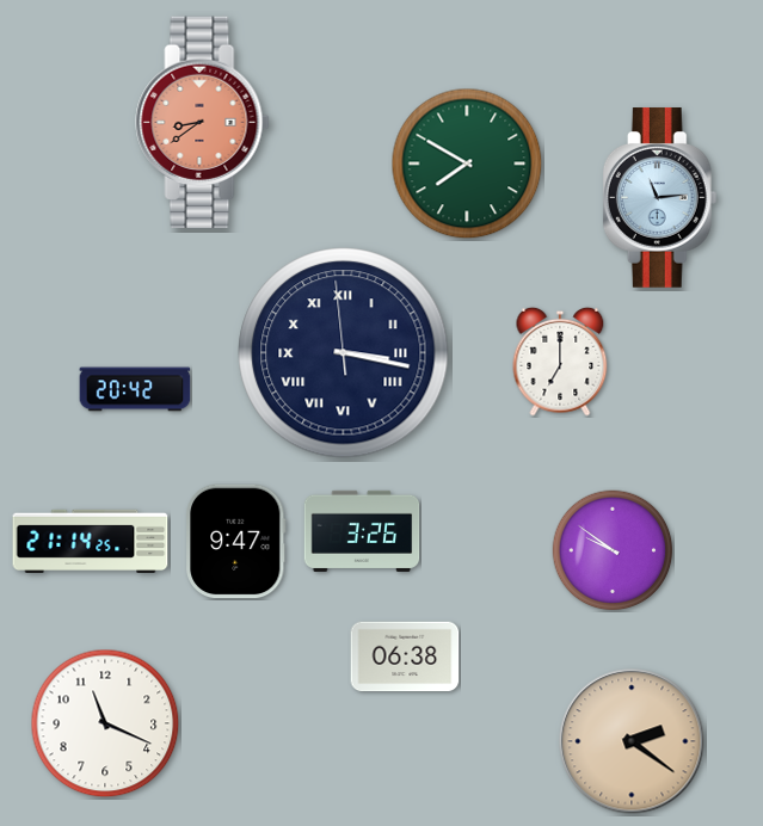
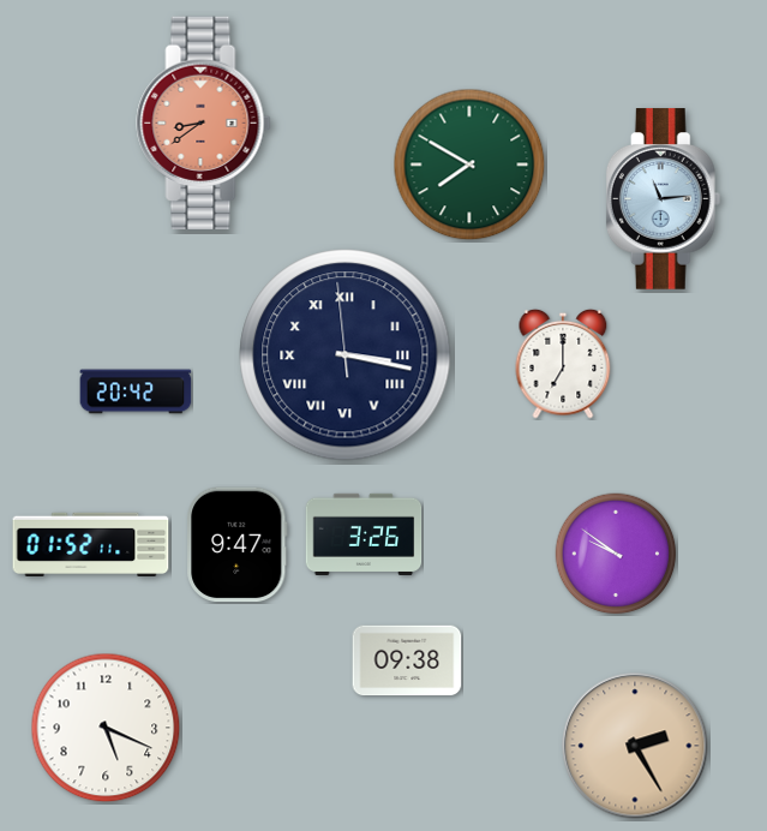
clock at (91, 541): 21:14 -> 01:52
clock at (405, 657): 06:38 -> 09:38
clock at (105, 723): 11:19 -> 5:19
clock at (632, 741): 2:21 -> 2:25
